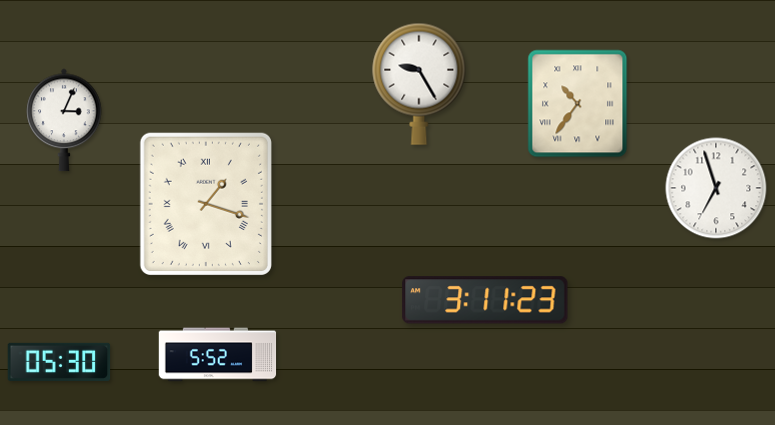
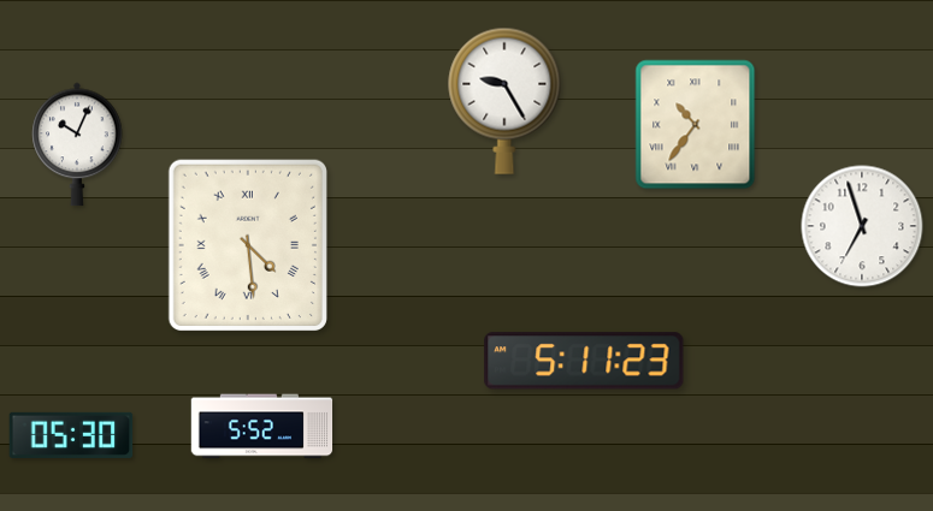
clock at (64, 120): 3:04 -> 10:04
clock at (206, 204): 1:18 -> 4:29
clock at (485, 300): 3:11 -> 5:11
